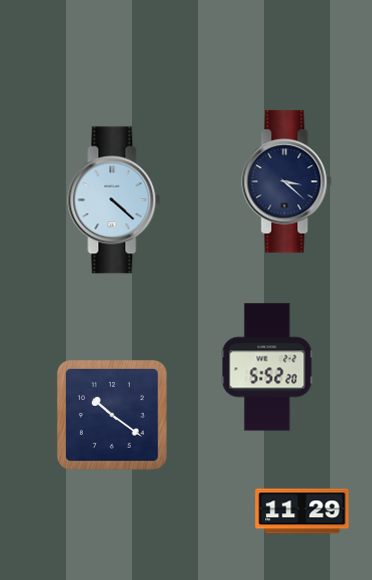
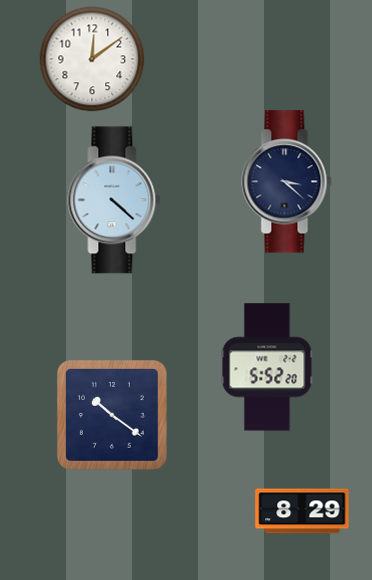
clock at (92, 59): none -> 12:09
clock at (302, 511): 11:29 -> 8:29
